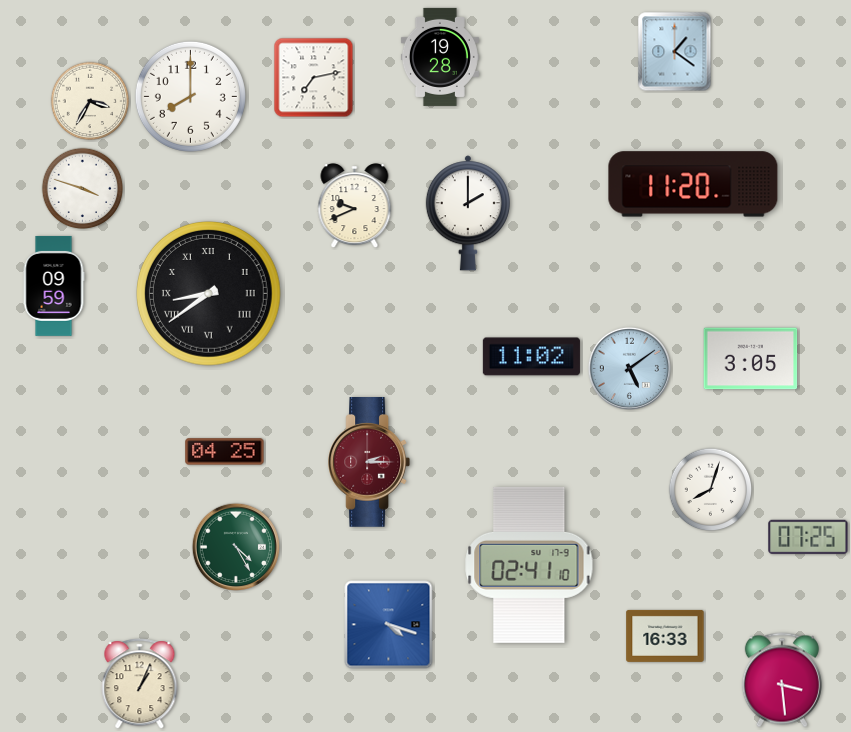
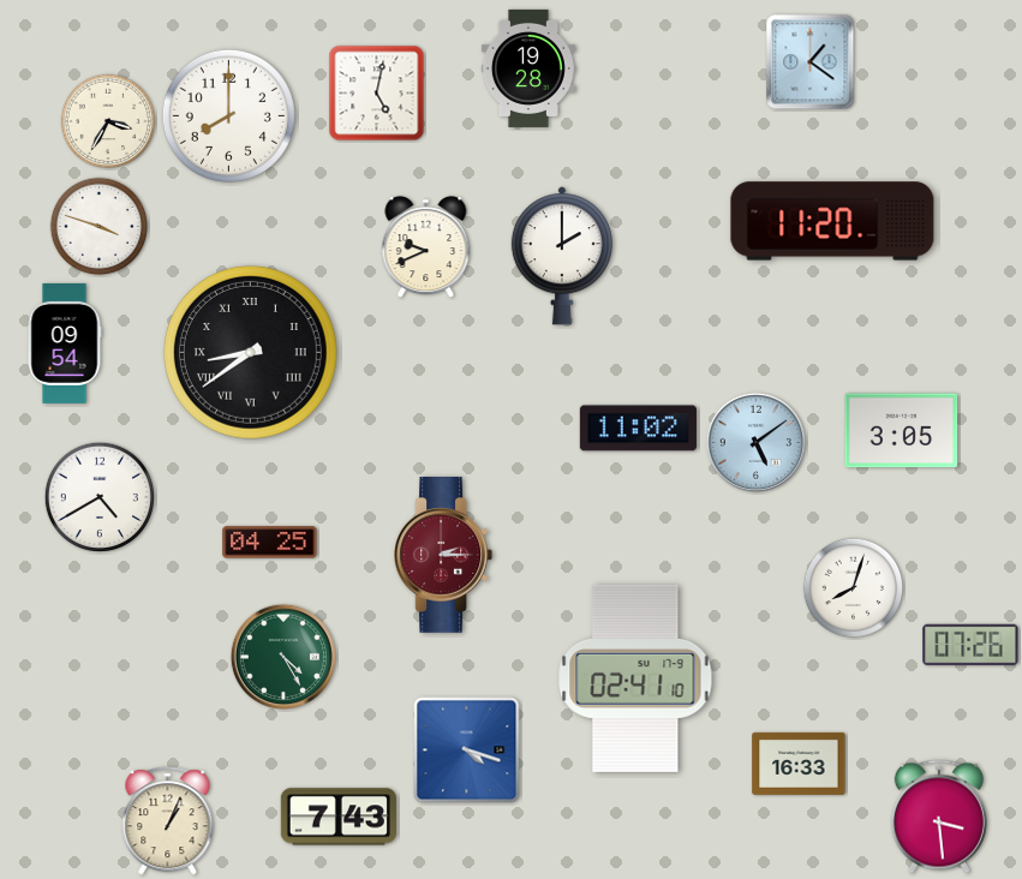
clock at (314, 78): 7:13 -> 5:02
clock at (54, 286): 09:59 -> 09:54
clock at (98, 496): none -> 4:40
clock at (808, 537): 07:25 -> 07:26
clock at (339, 817): none -> 7:43
